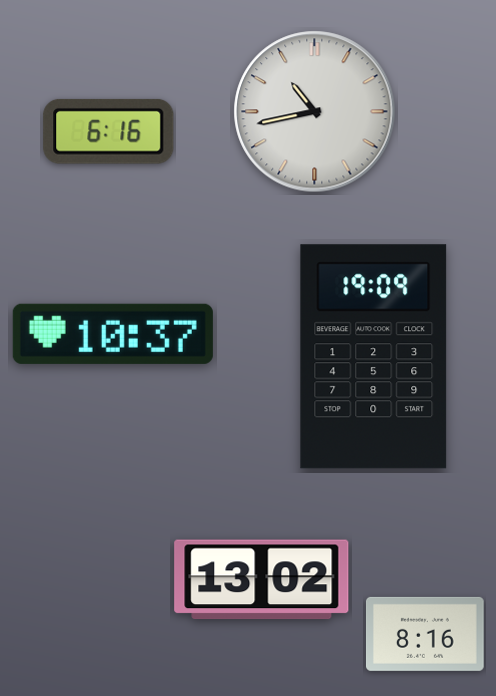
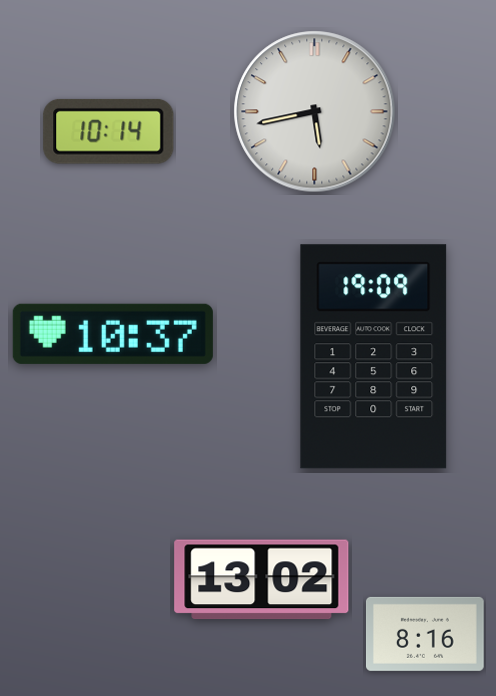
clock at (315, 112): 10:43 -> 5:43
clock at (109, 131): 6:16 -> 10:14
